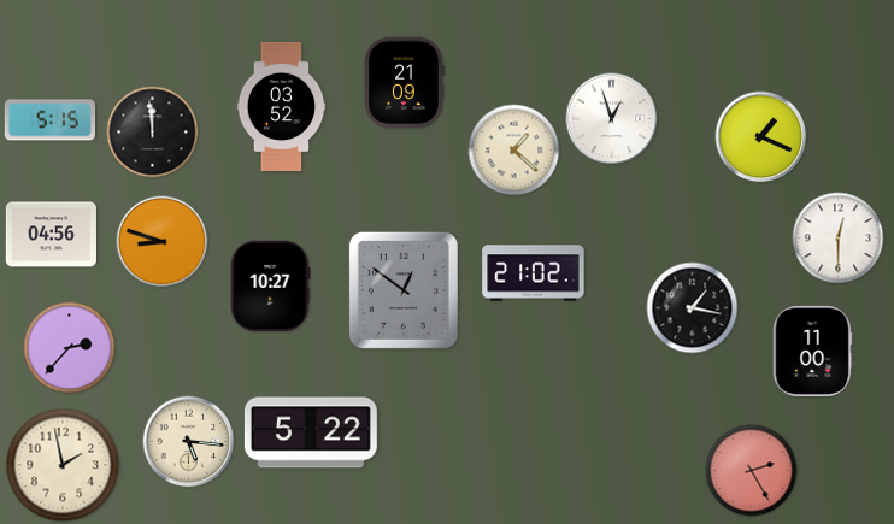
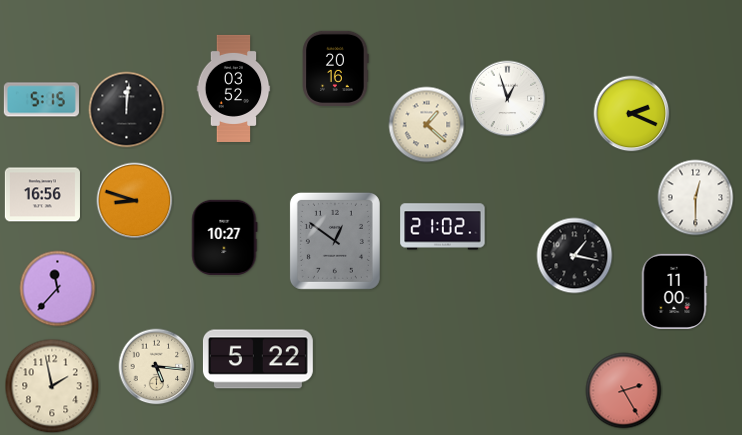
clock at (405, 82): 21:09 -> 20:16
clock at (153, 133): 11:59 -> 12:01
clock at (761, 137): 1:19 -> 2:19
clock at (51, 235): 04:56 -> 16:56
clock at (70, 348): 2:37 -> 11:37
